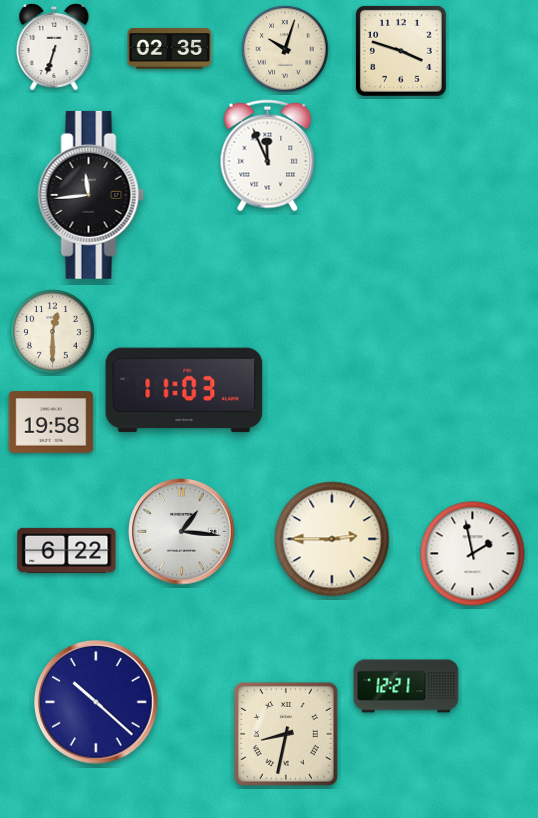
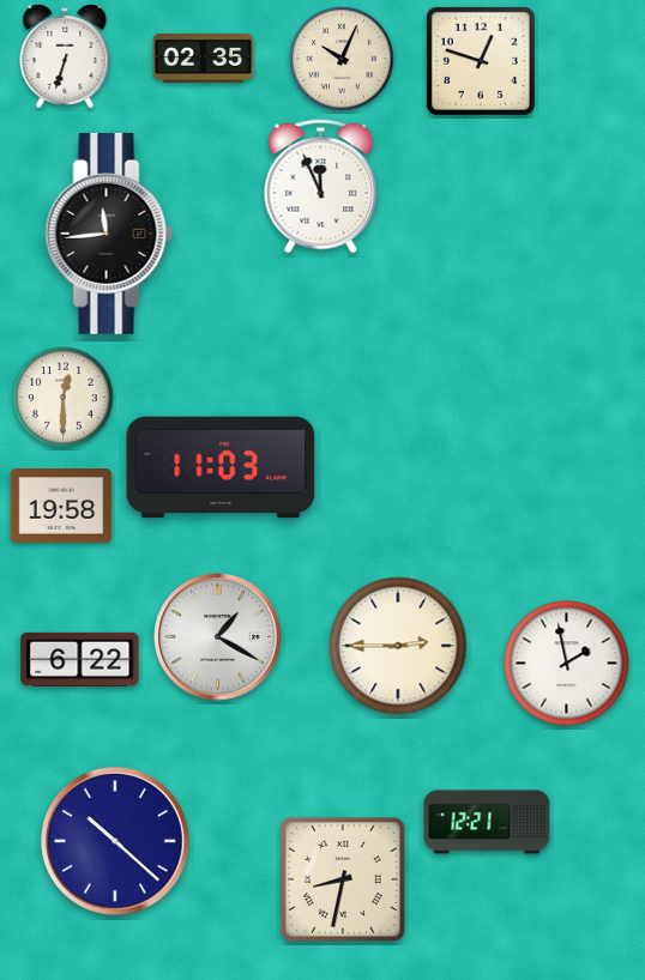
clock at (285, 49): 10:03 -> 10:04
clock at (401, 51): 3:48 -> 12:48
clock at (182, 532): 1:16 -> 1:20
